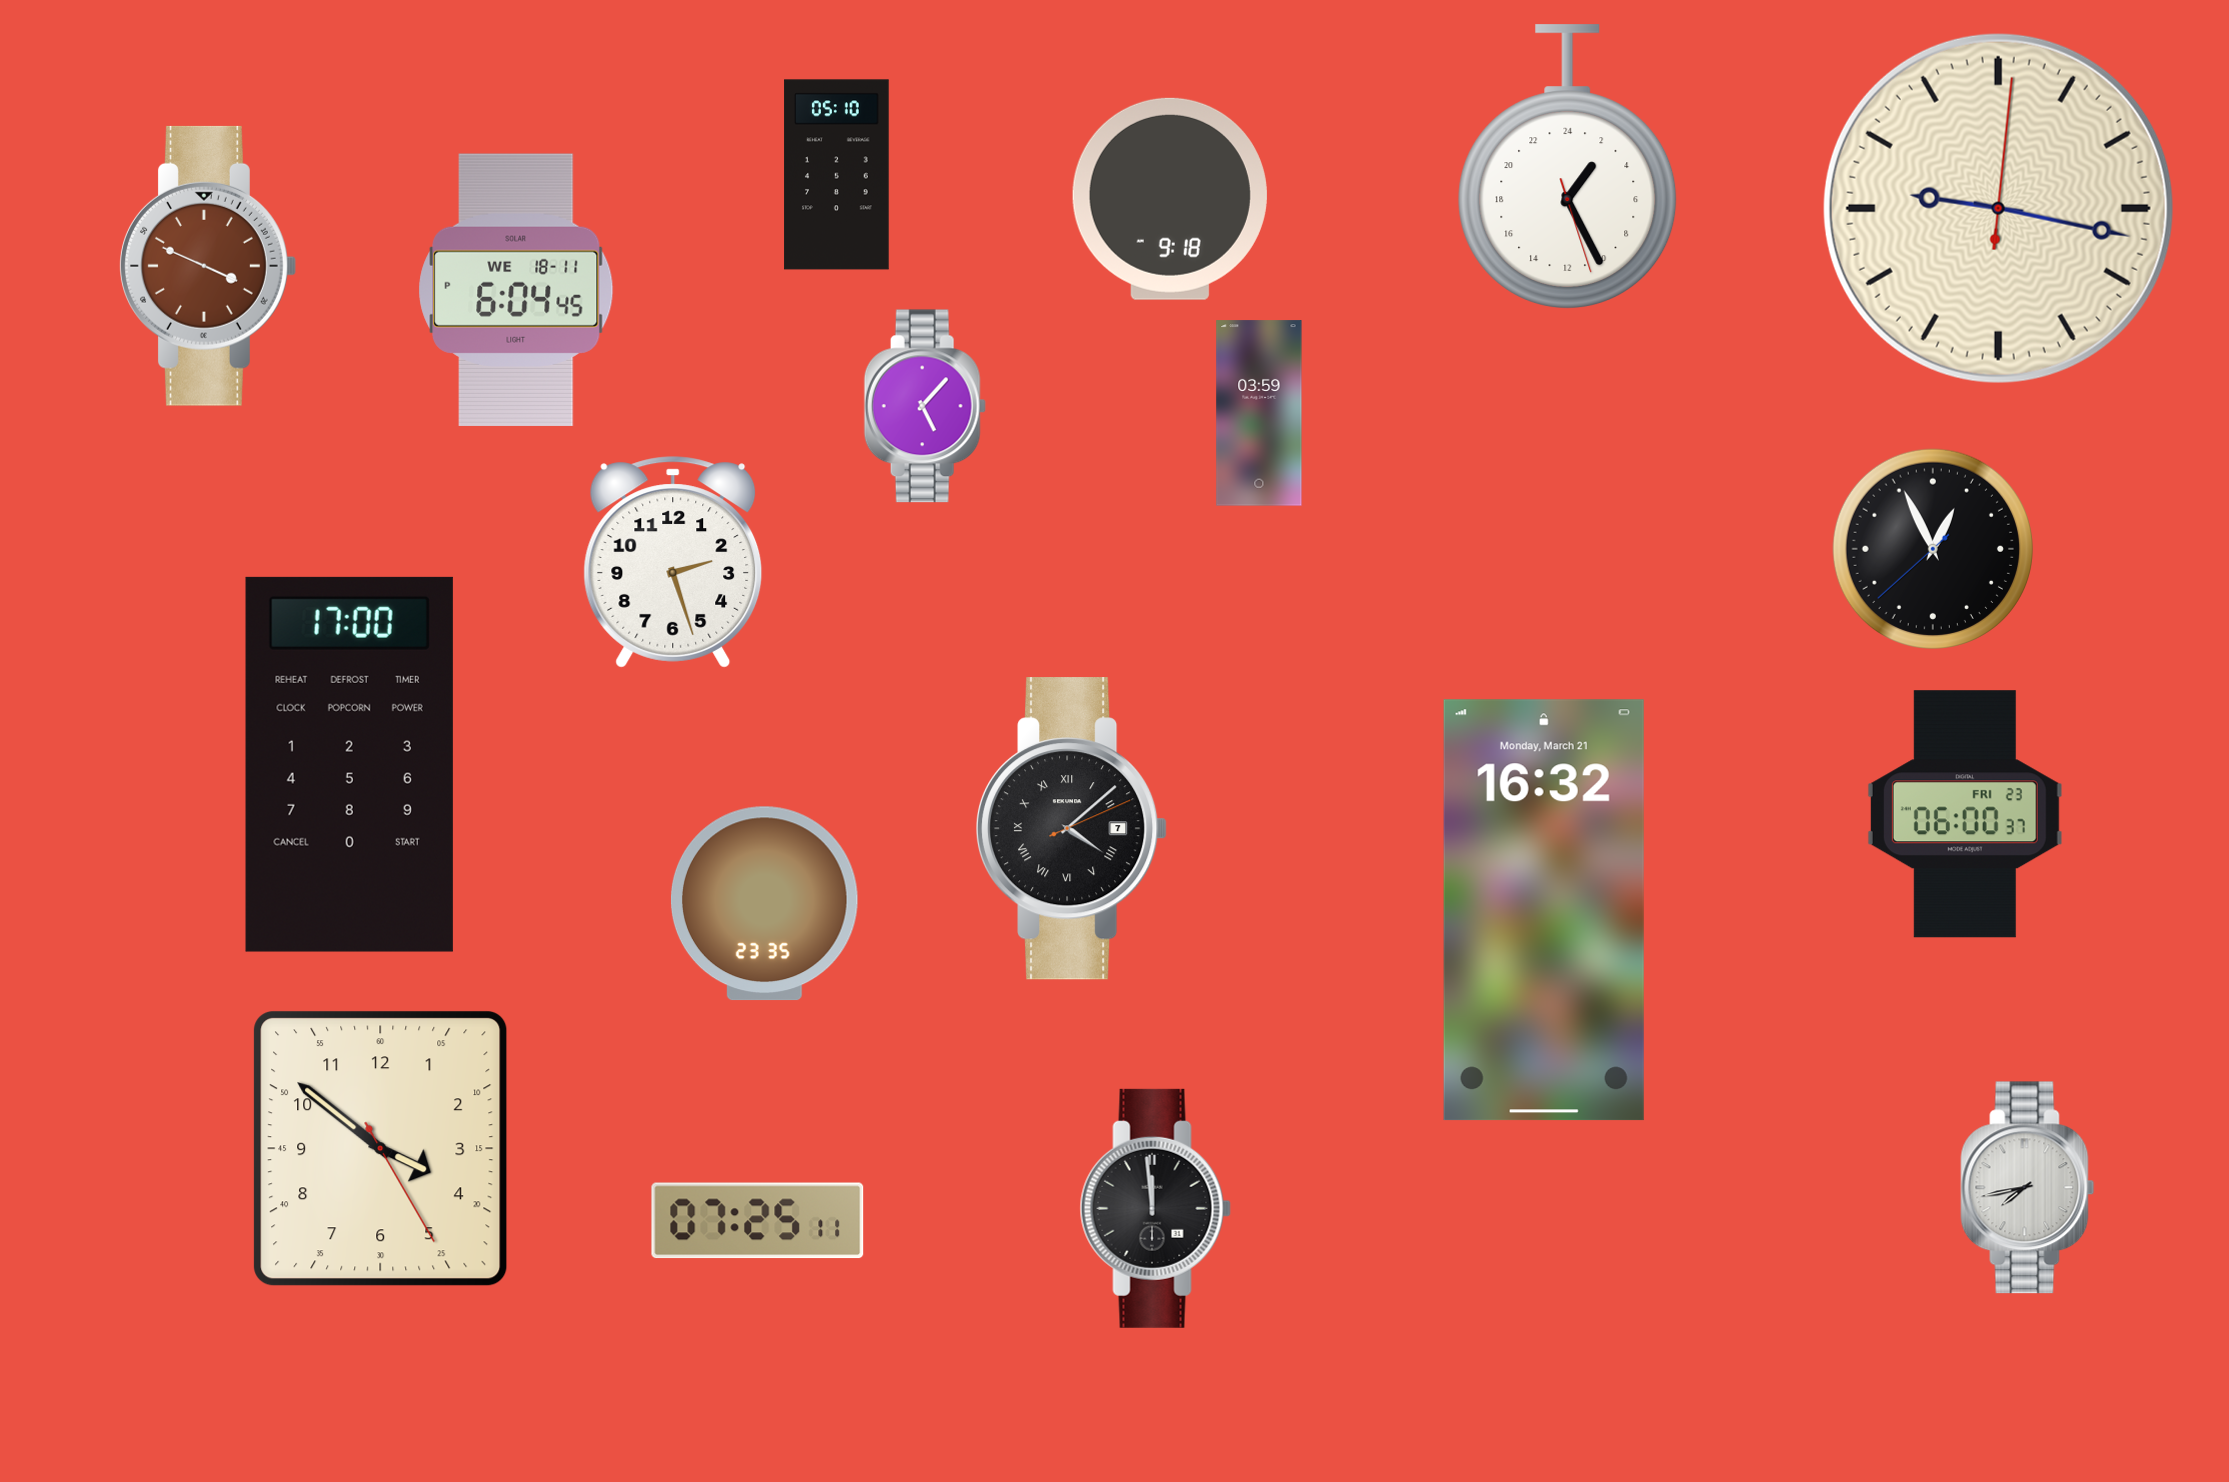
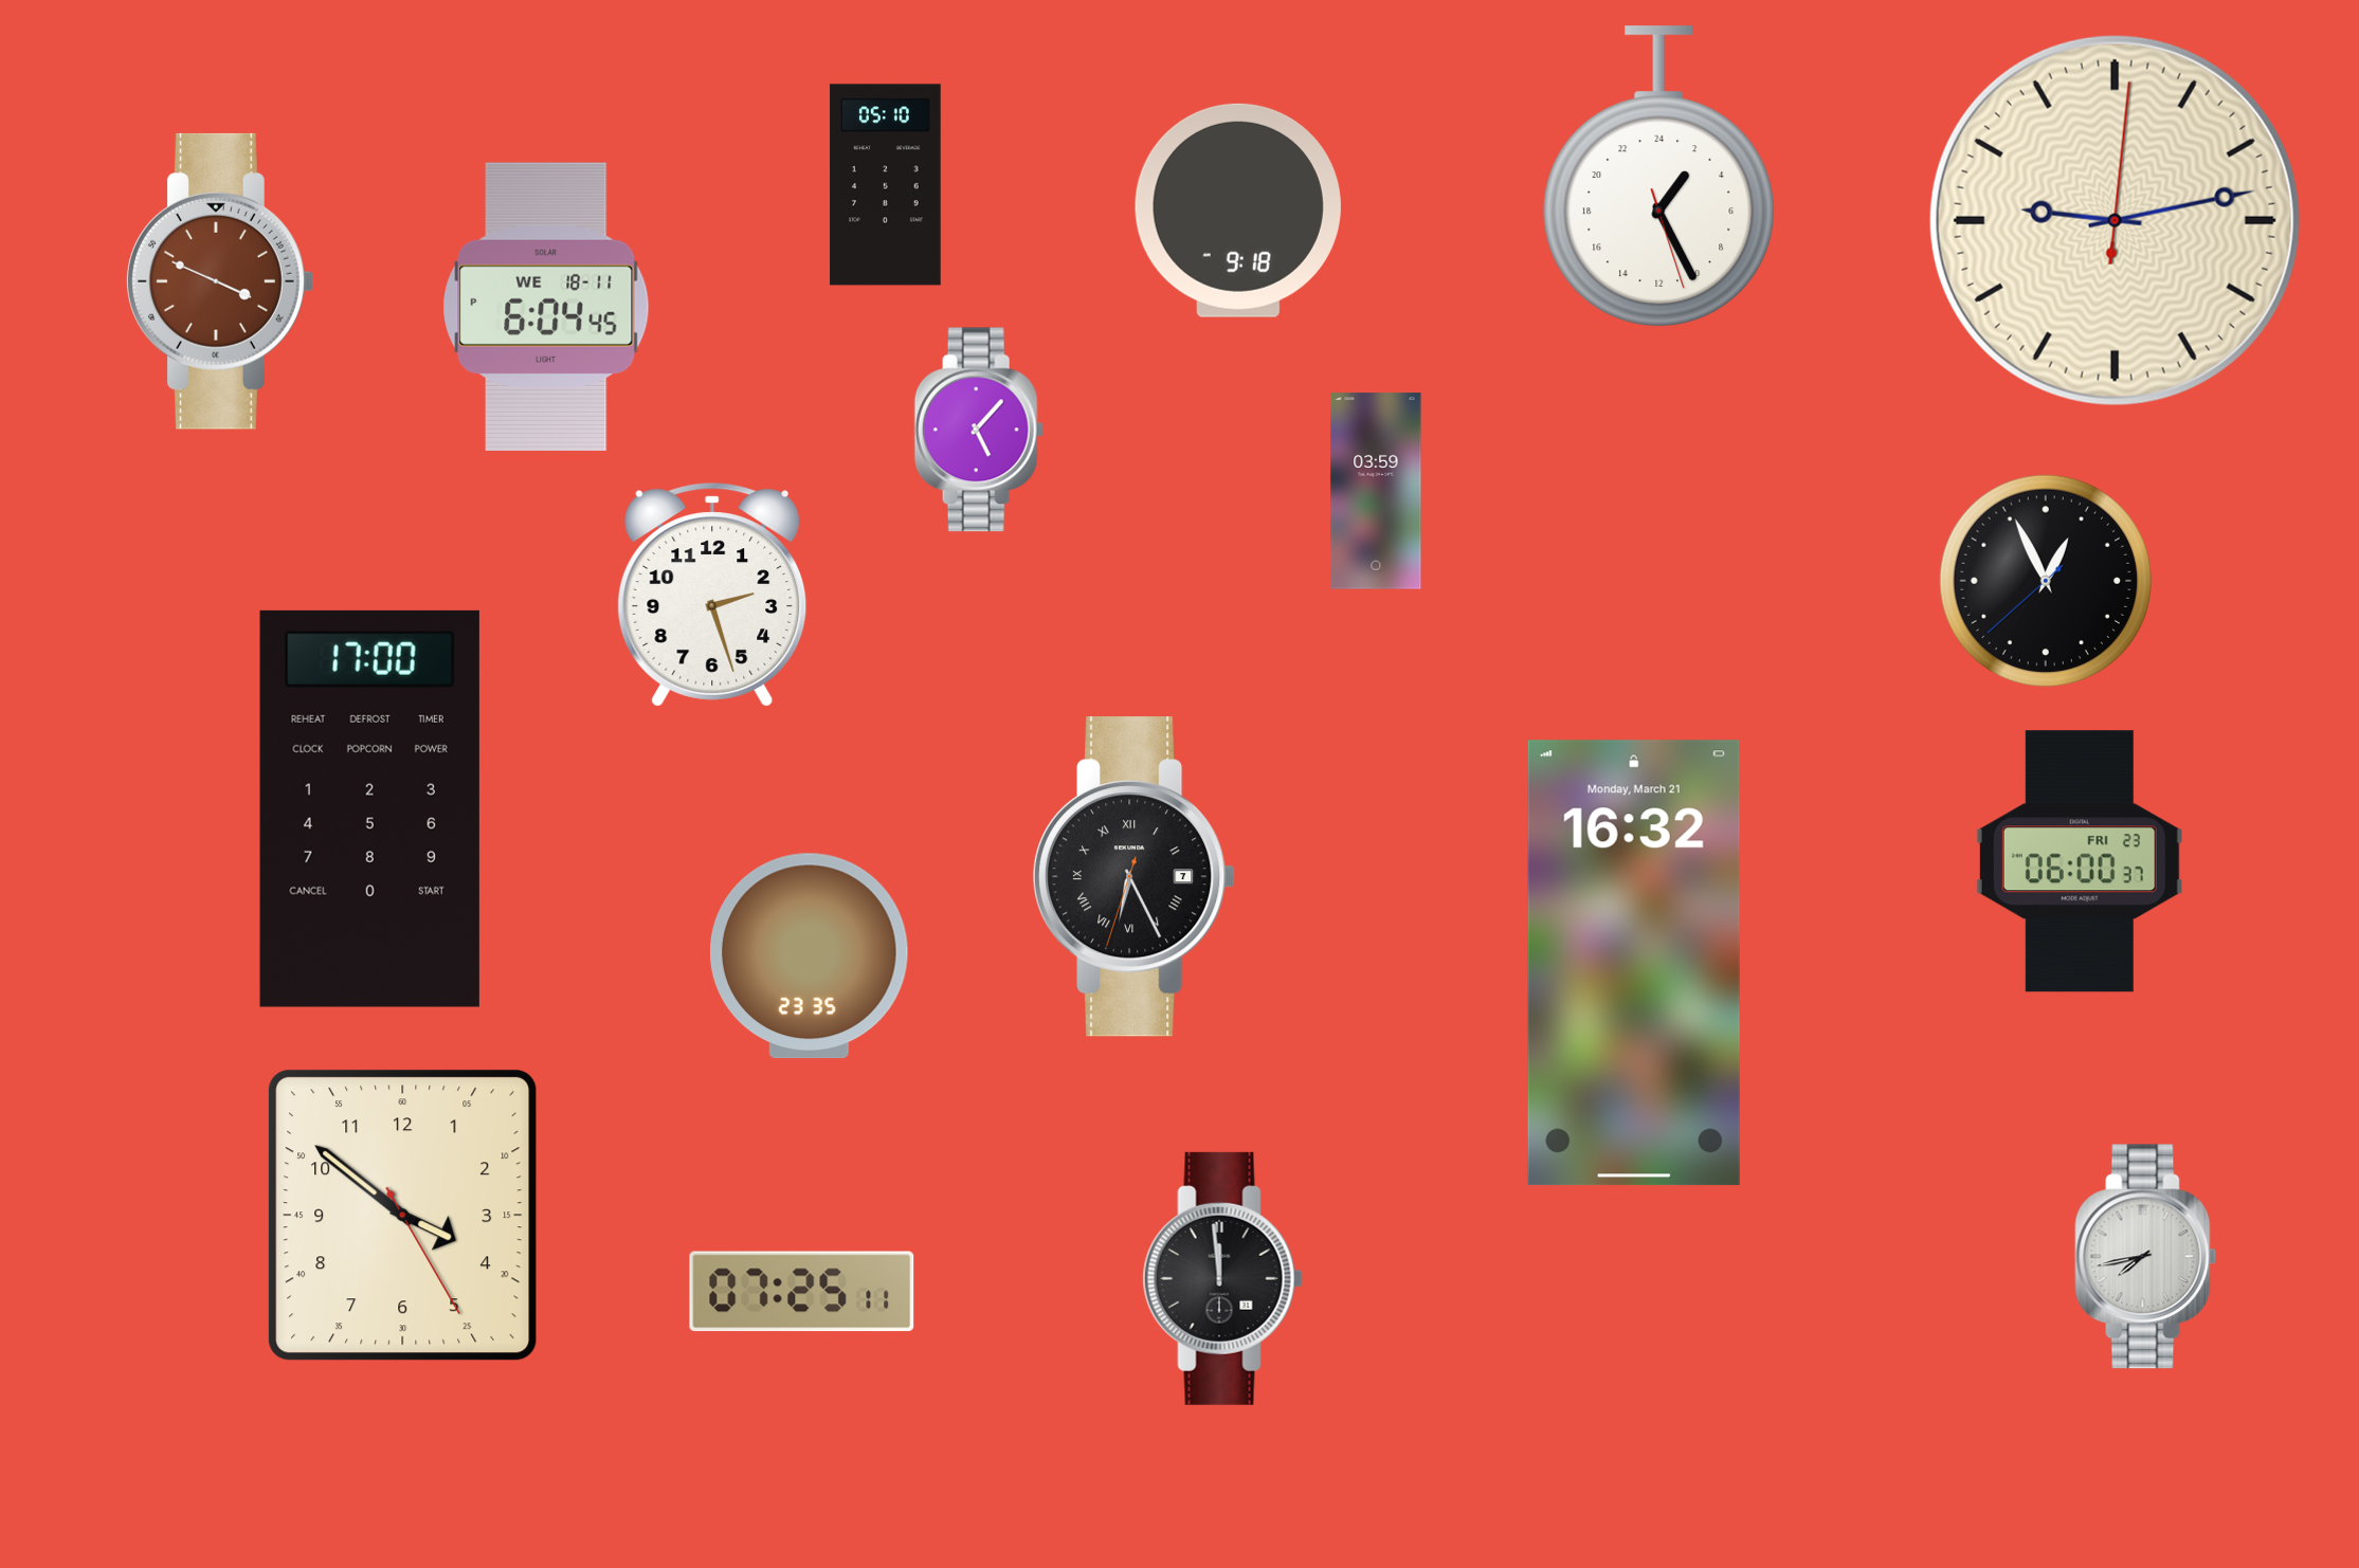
clock at (1998, 208): 9:17 -> 9:13
clock at (1259, 413) position: (1259, 413) -> (1376, 491)
clock at (1073, 829): 4:08 -> 6:25
